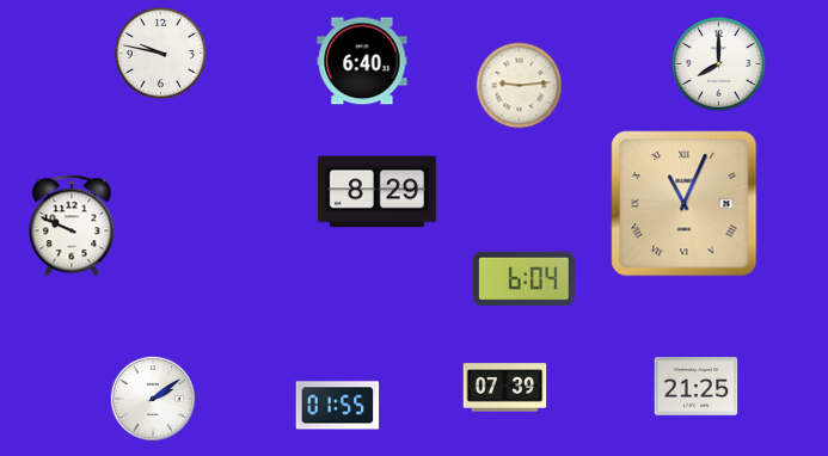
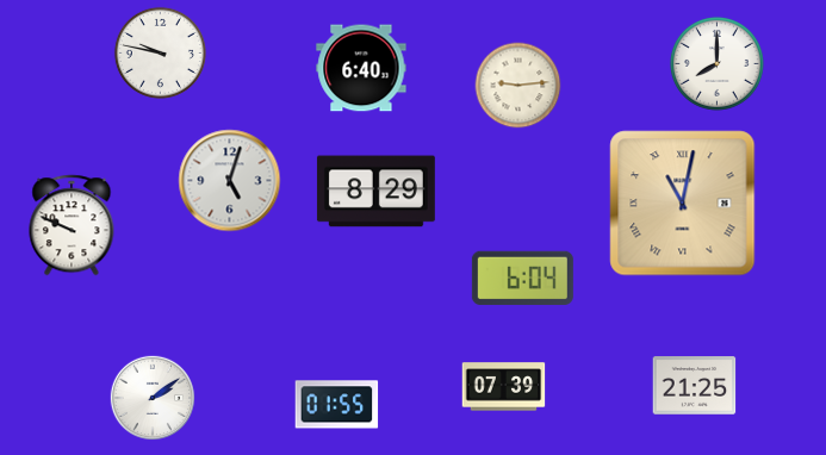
clock at (362, 61) position: (362, 61) -> (361, 68)
clock at (230, 181): none -> 5:03
clock at (685, 204): 11:04 -> 11:02
